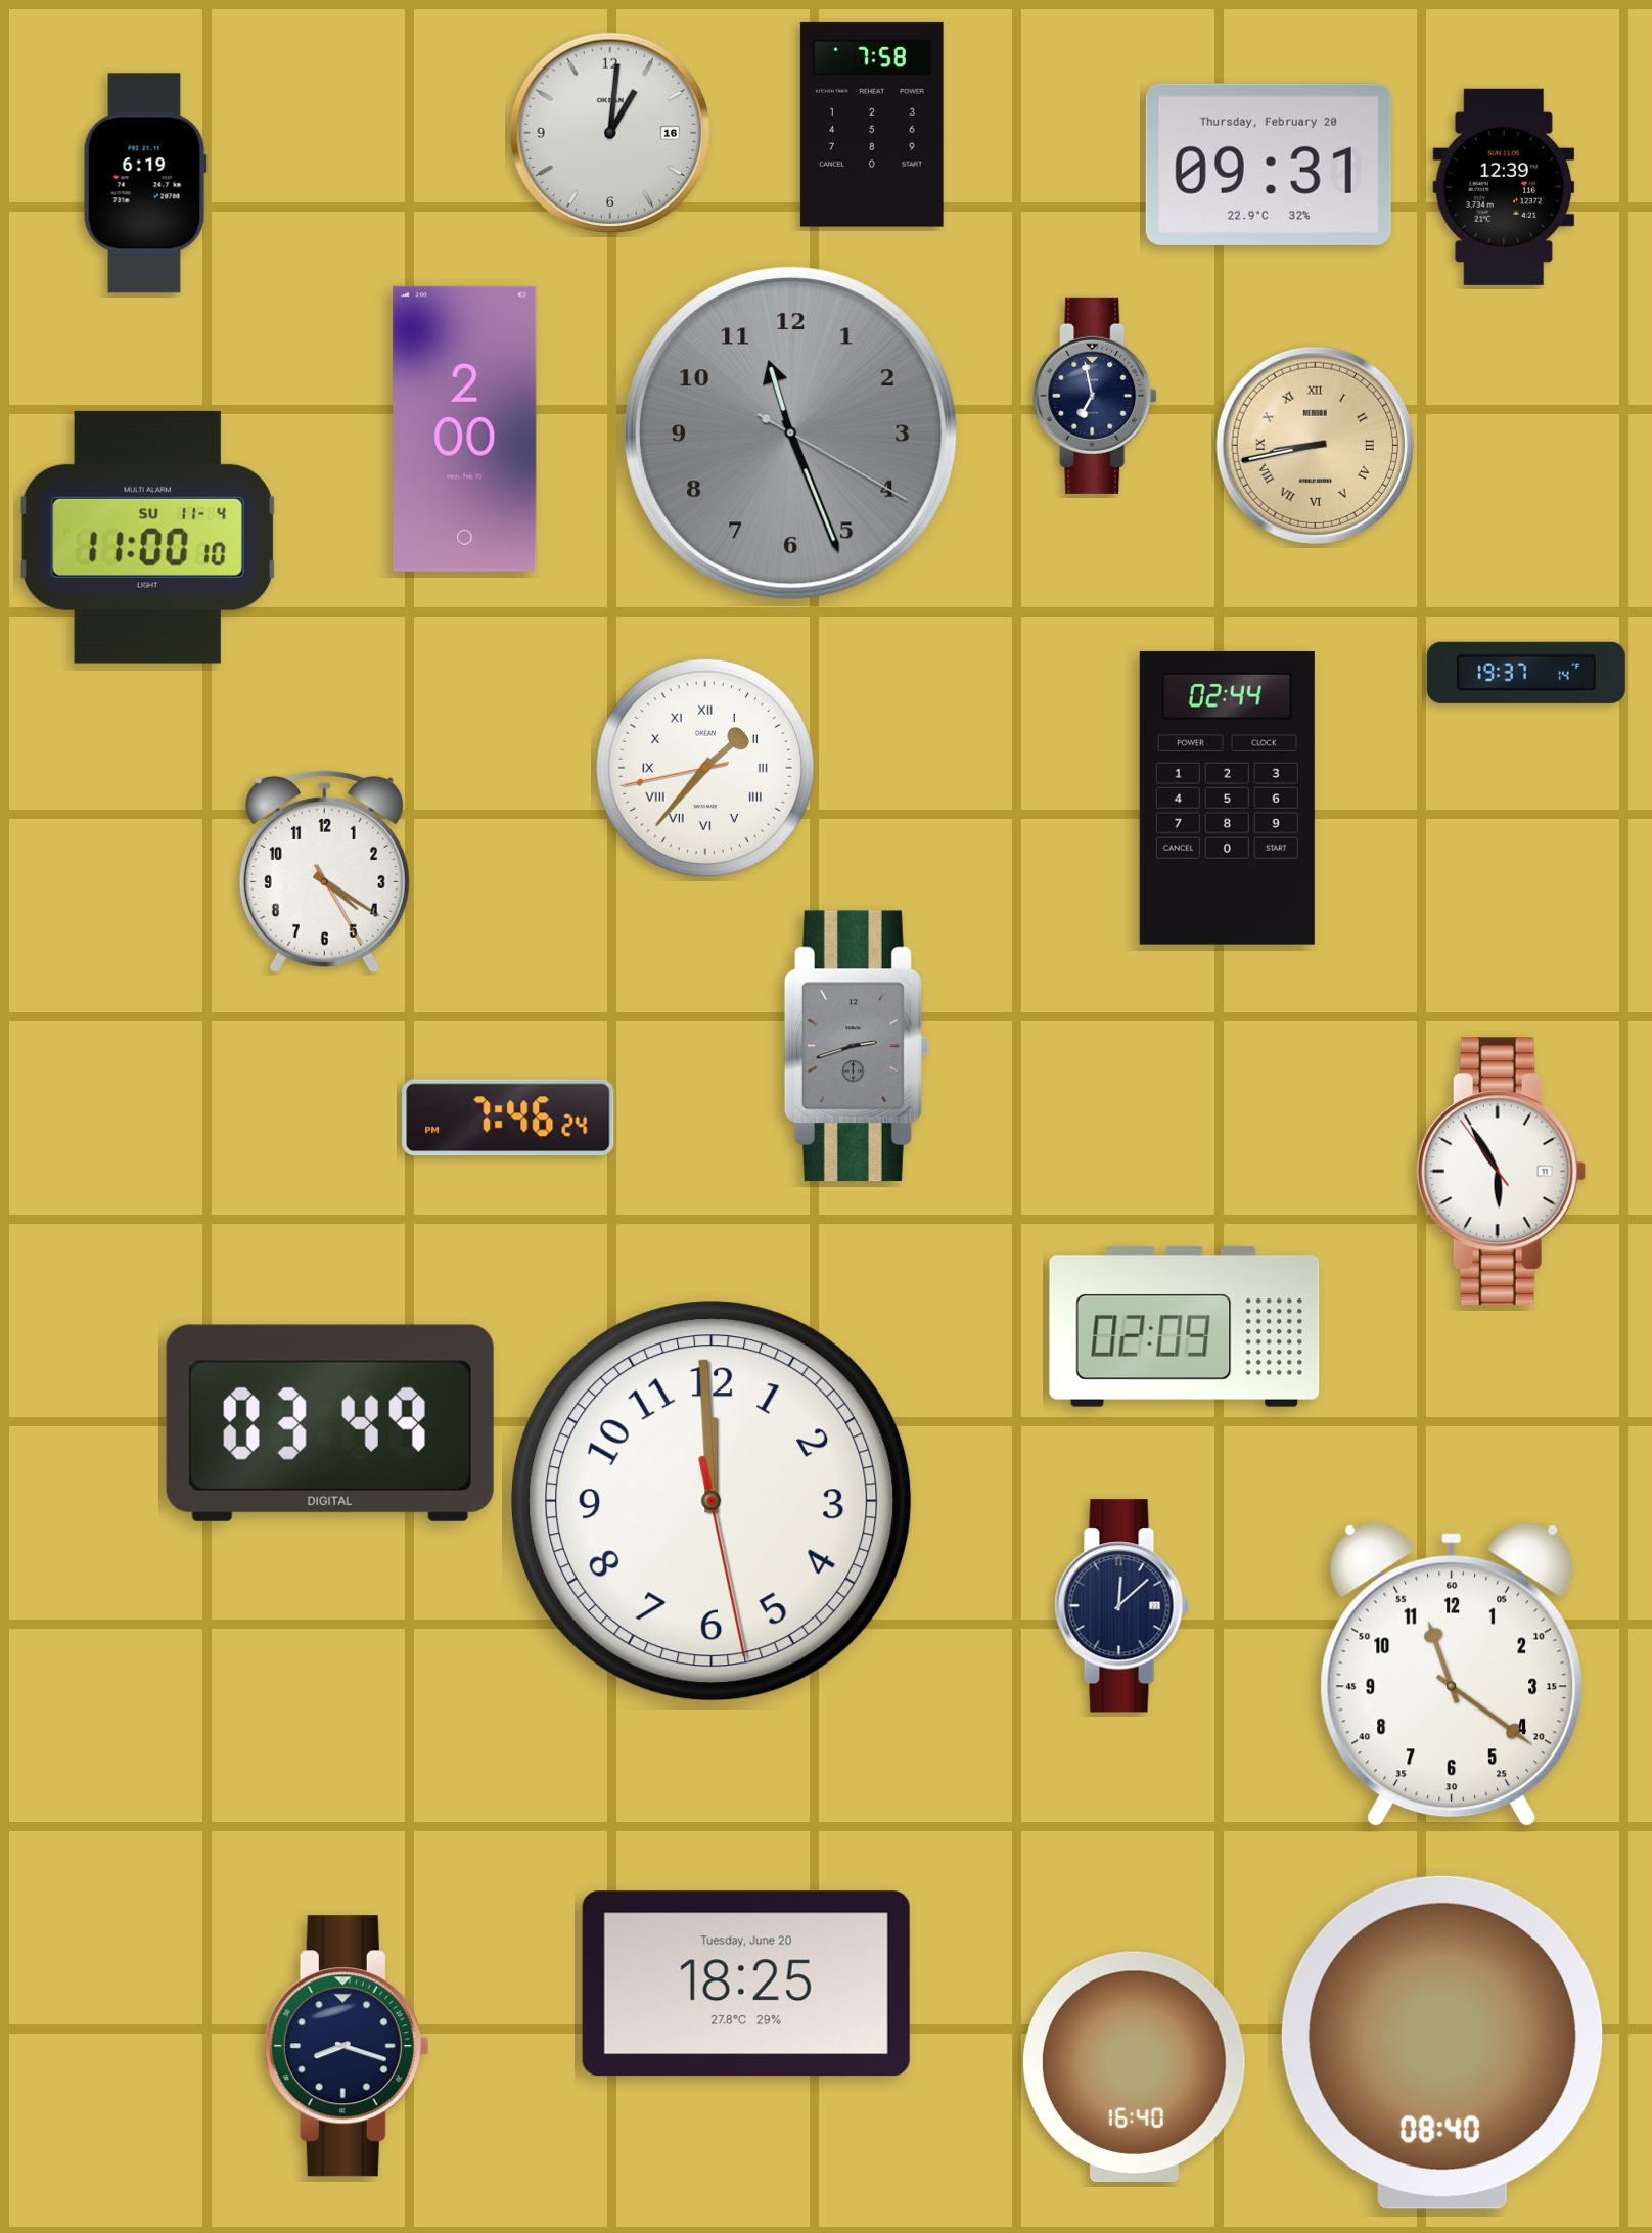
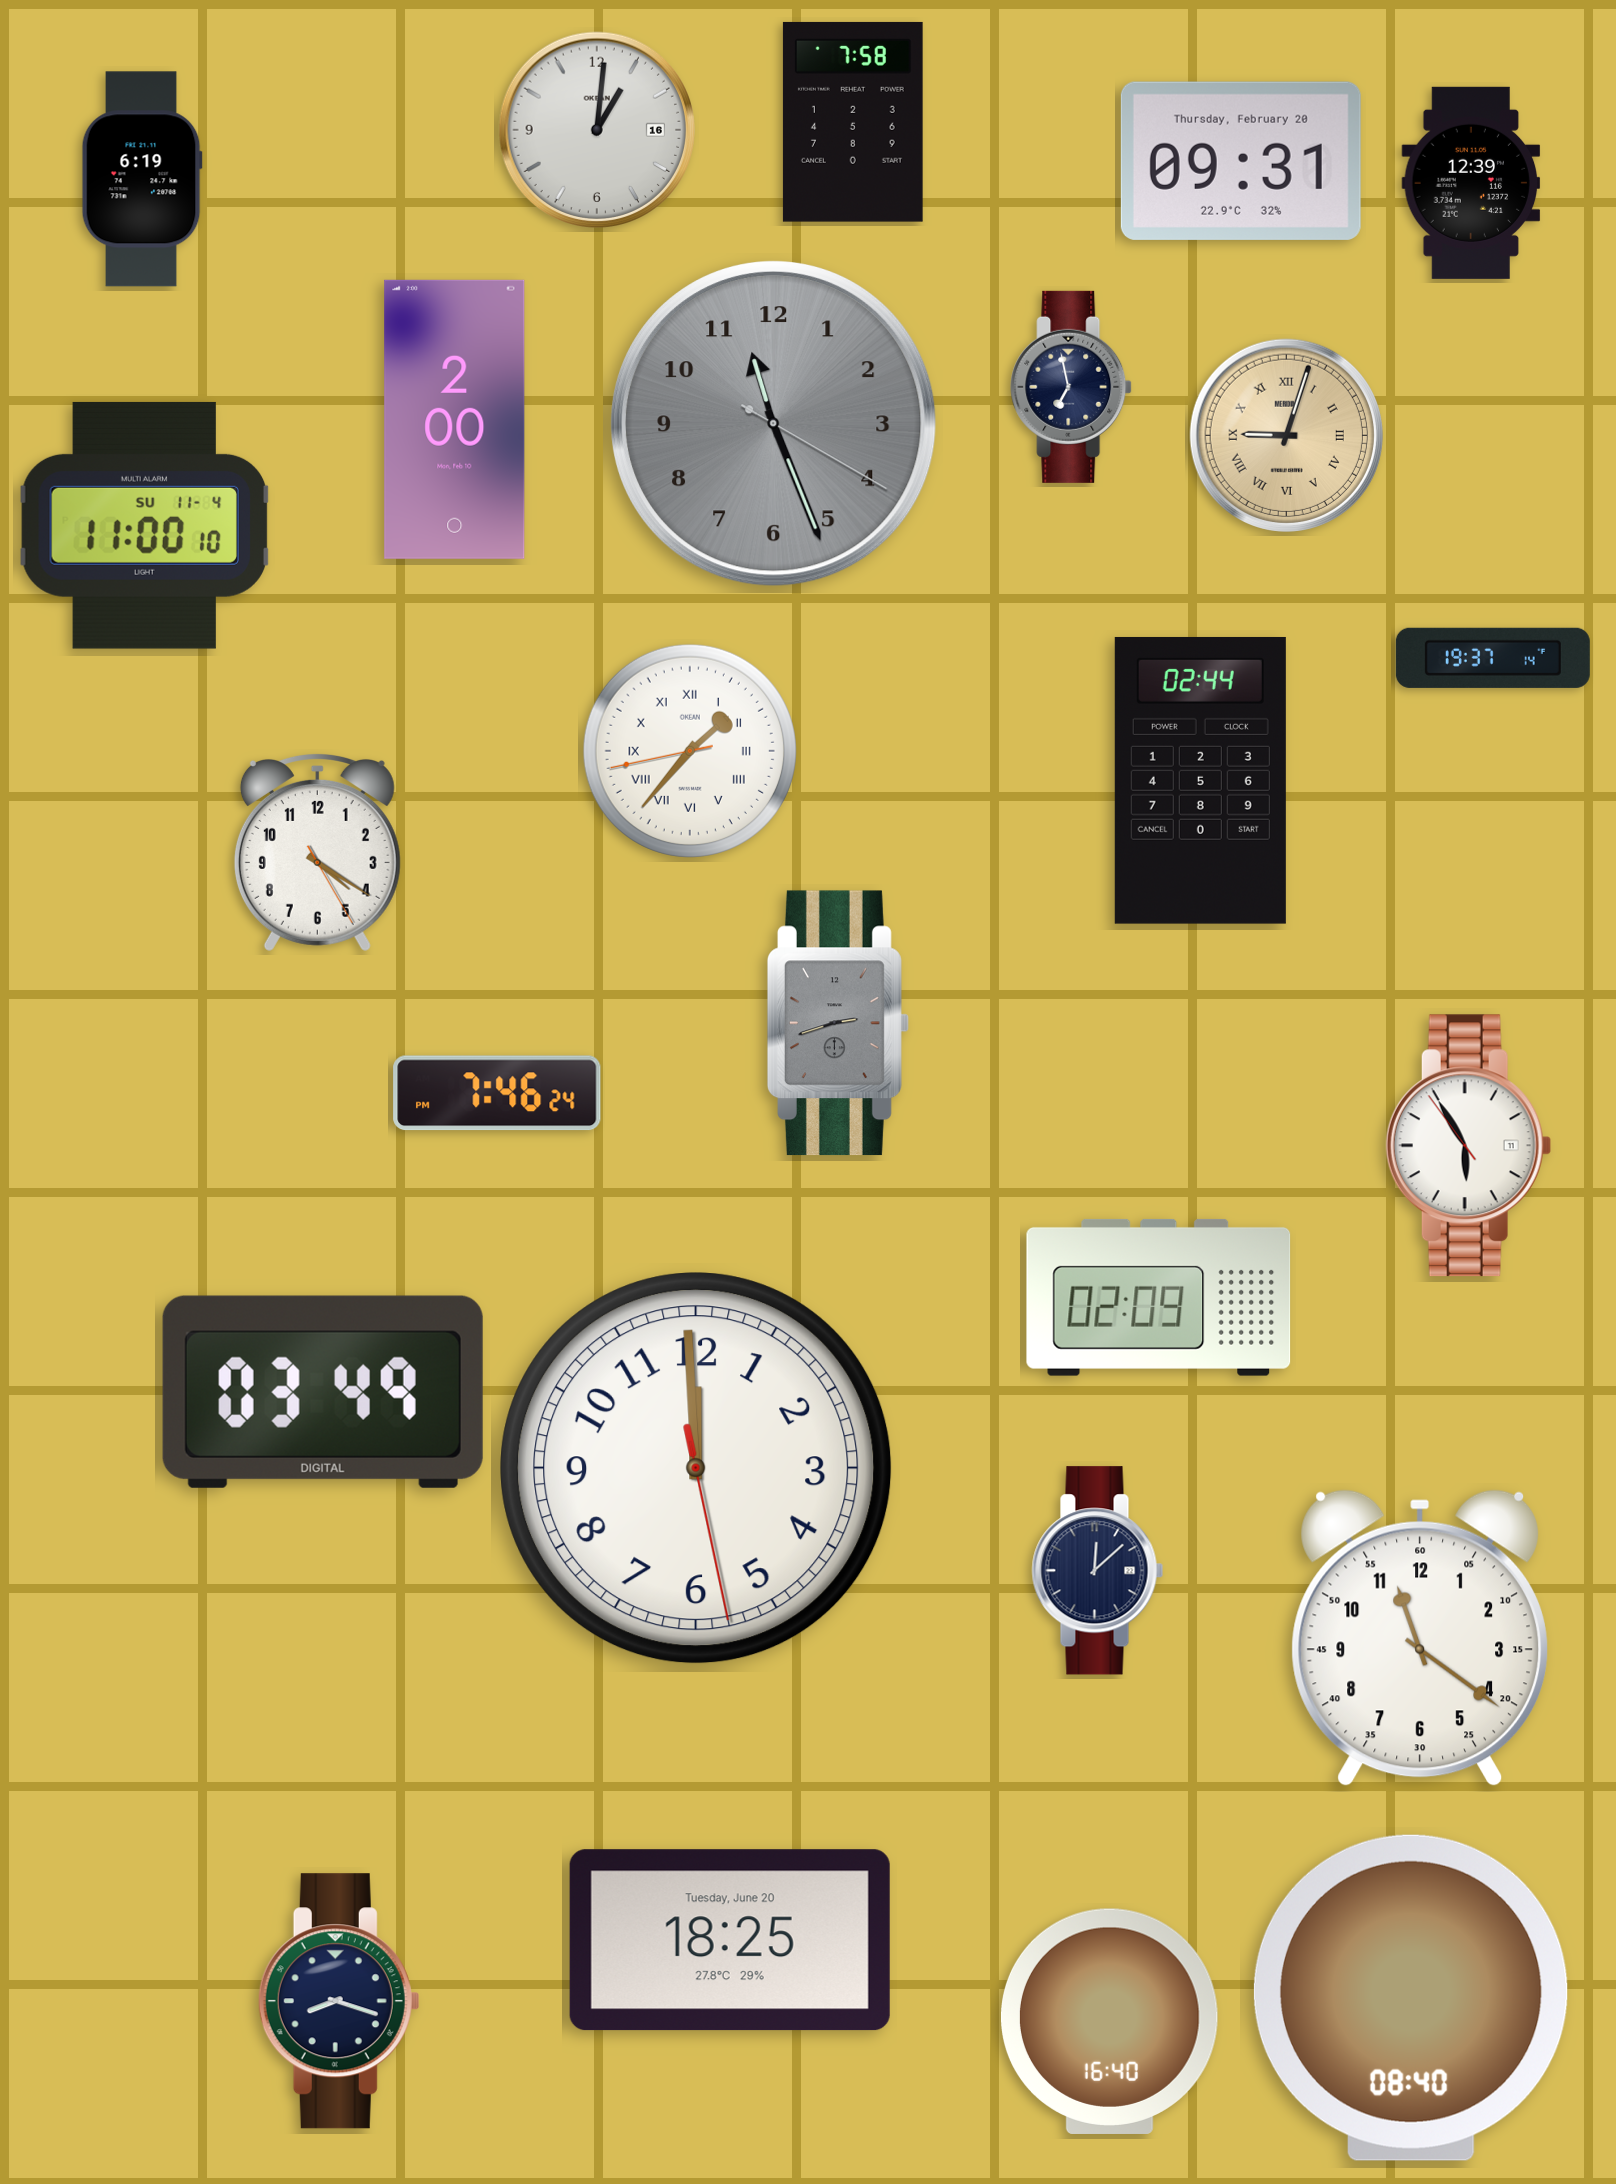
clock at (1315, 445): 8:43 -> 9:03
